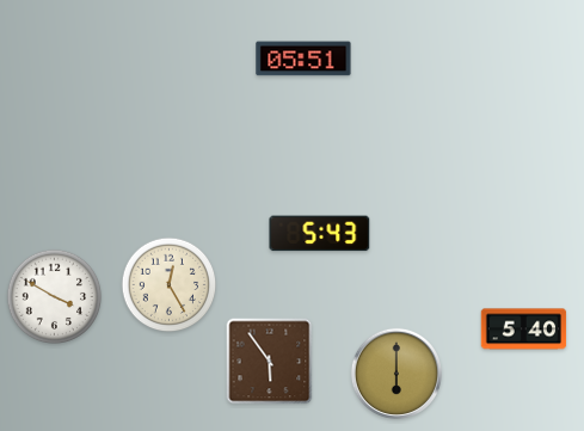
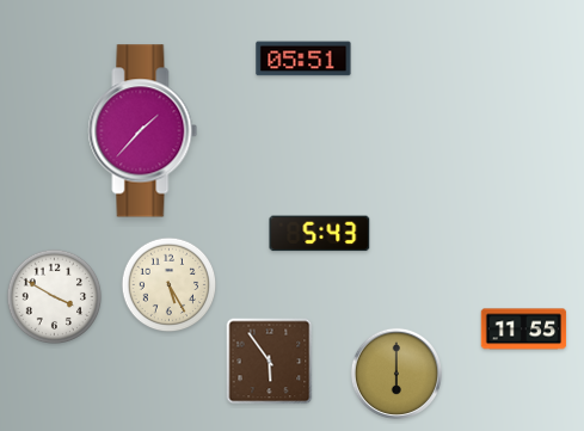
clock at (143, 131): none -> 1:37
clock at (170, 285): 12:25 -> 5:25
clock at (524, 330): 5:40 -> 11:55
